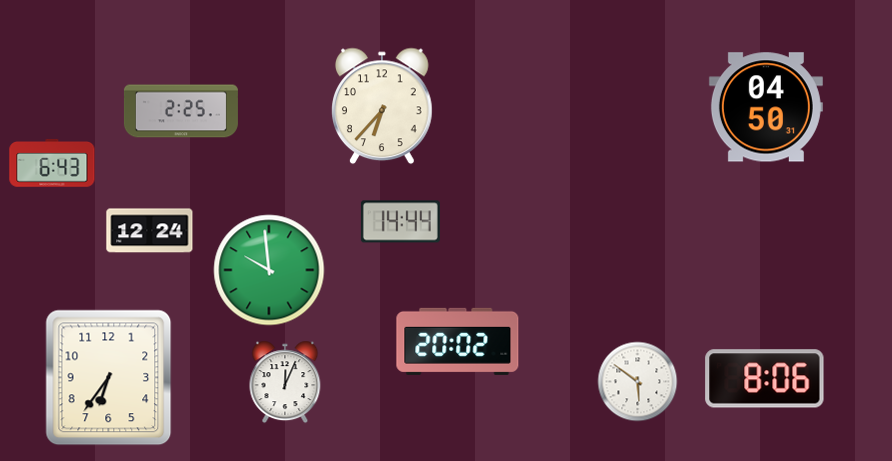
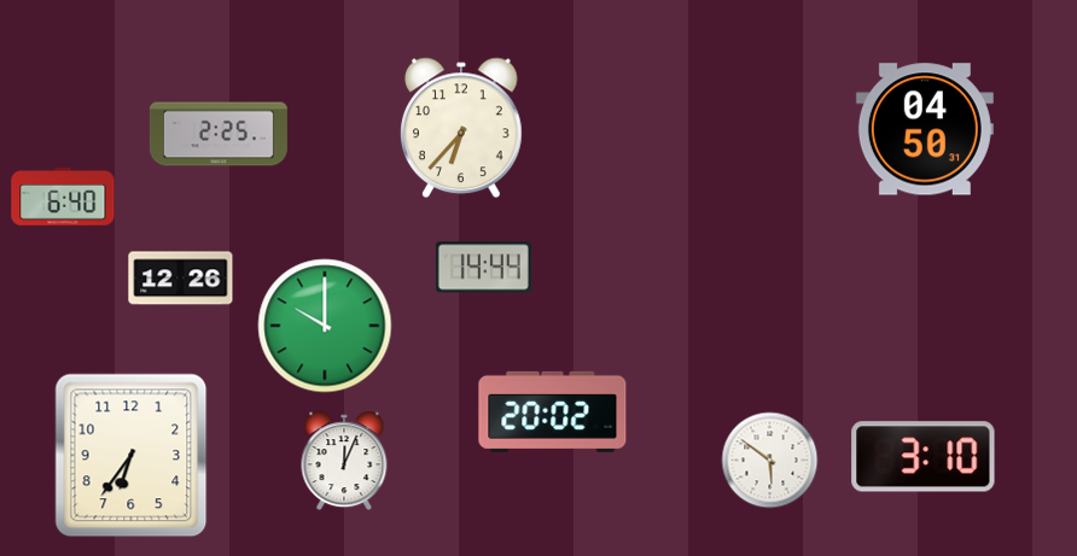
clock at (52, 163): 6:43 -> 6:40
clock at (150, 231): 12:24 -> 12:26
clock at (269, 270): 9:59 -> 10:00
clock at (765, 379): 8:06 -> 3:10
